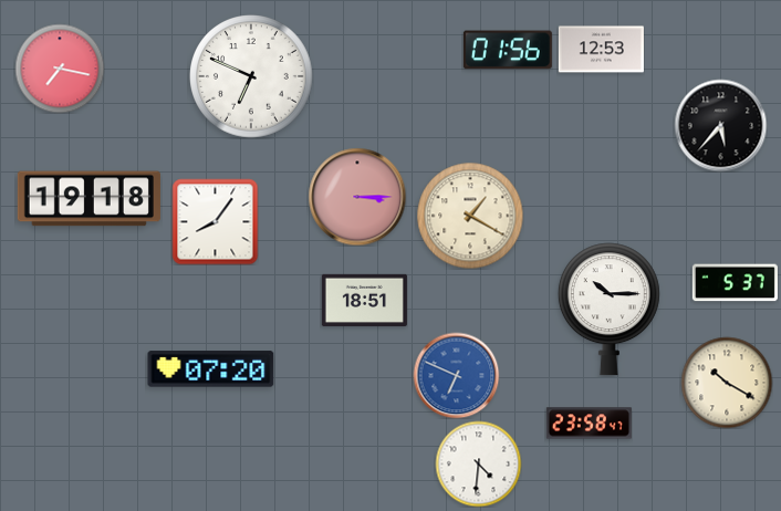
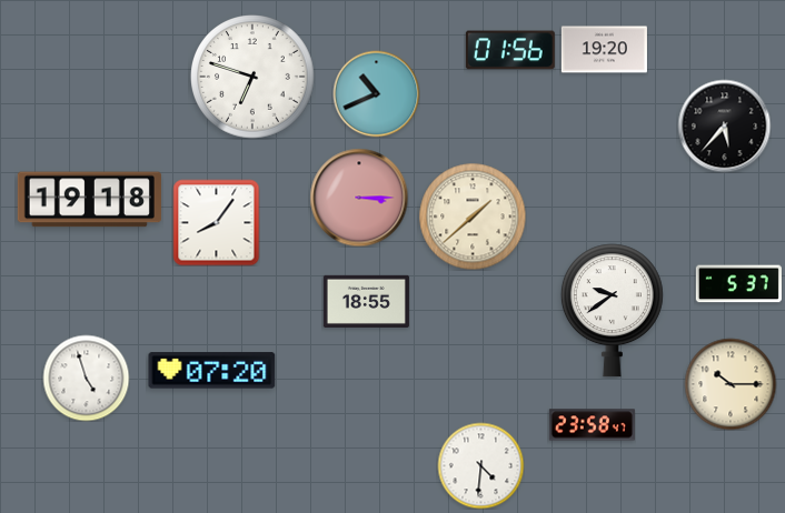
clock at (601, 50): 12:53 -> 19:20
clock at (60, 69): 7:17 -> none
clock at (251, 76): 6:49 -> 6:48
clock at (376, 93): none -> 10:41
clock at (470, 216): 1:20 -> 1:38
clock at (364, 300): 18:51 -> 18:55
clock at (608, 310): 10:15 -> 9:39
clock at (456, 375): 6:49 -> none
clock at (86, 378): none -> 4:57
clock at (727, 383): 10:20 -> 10:15
